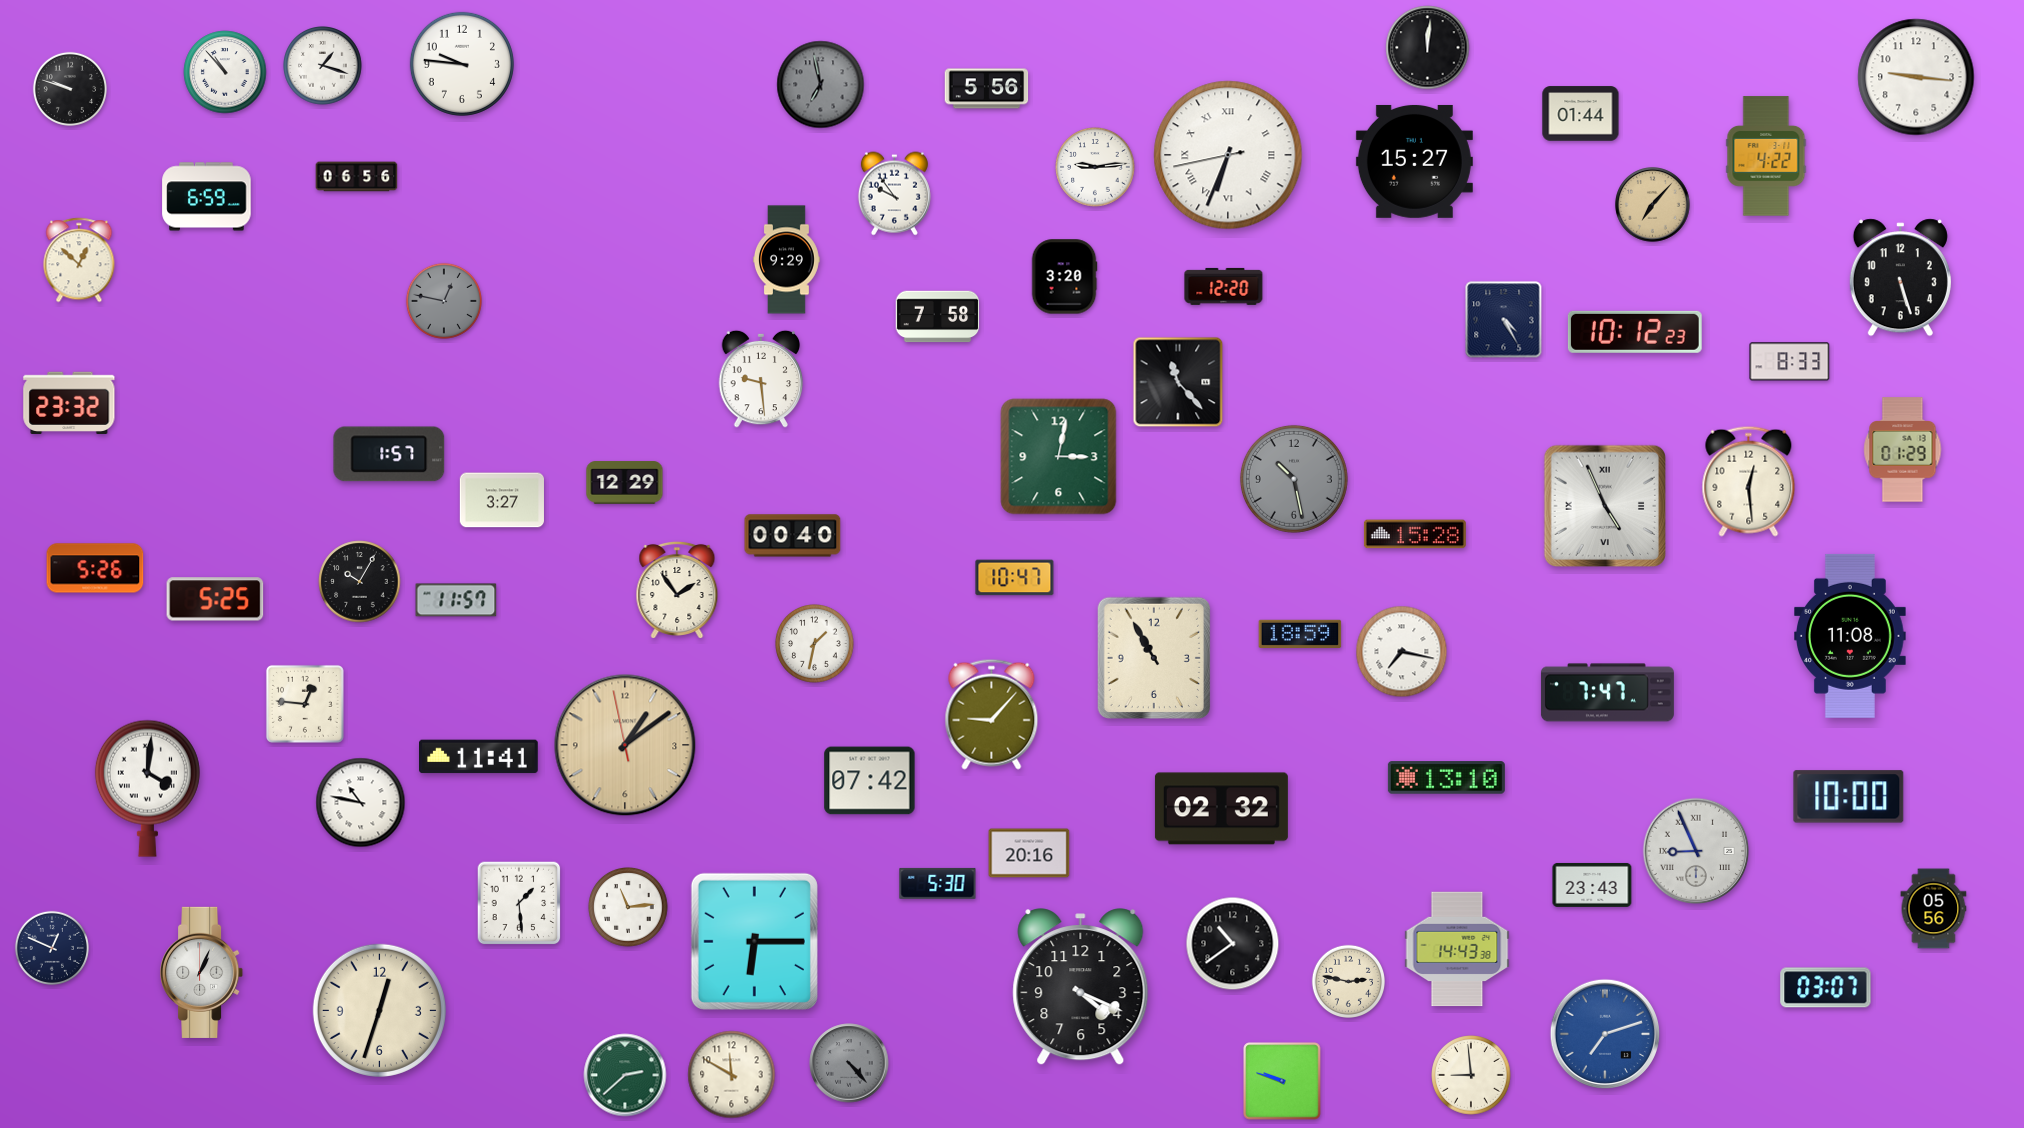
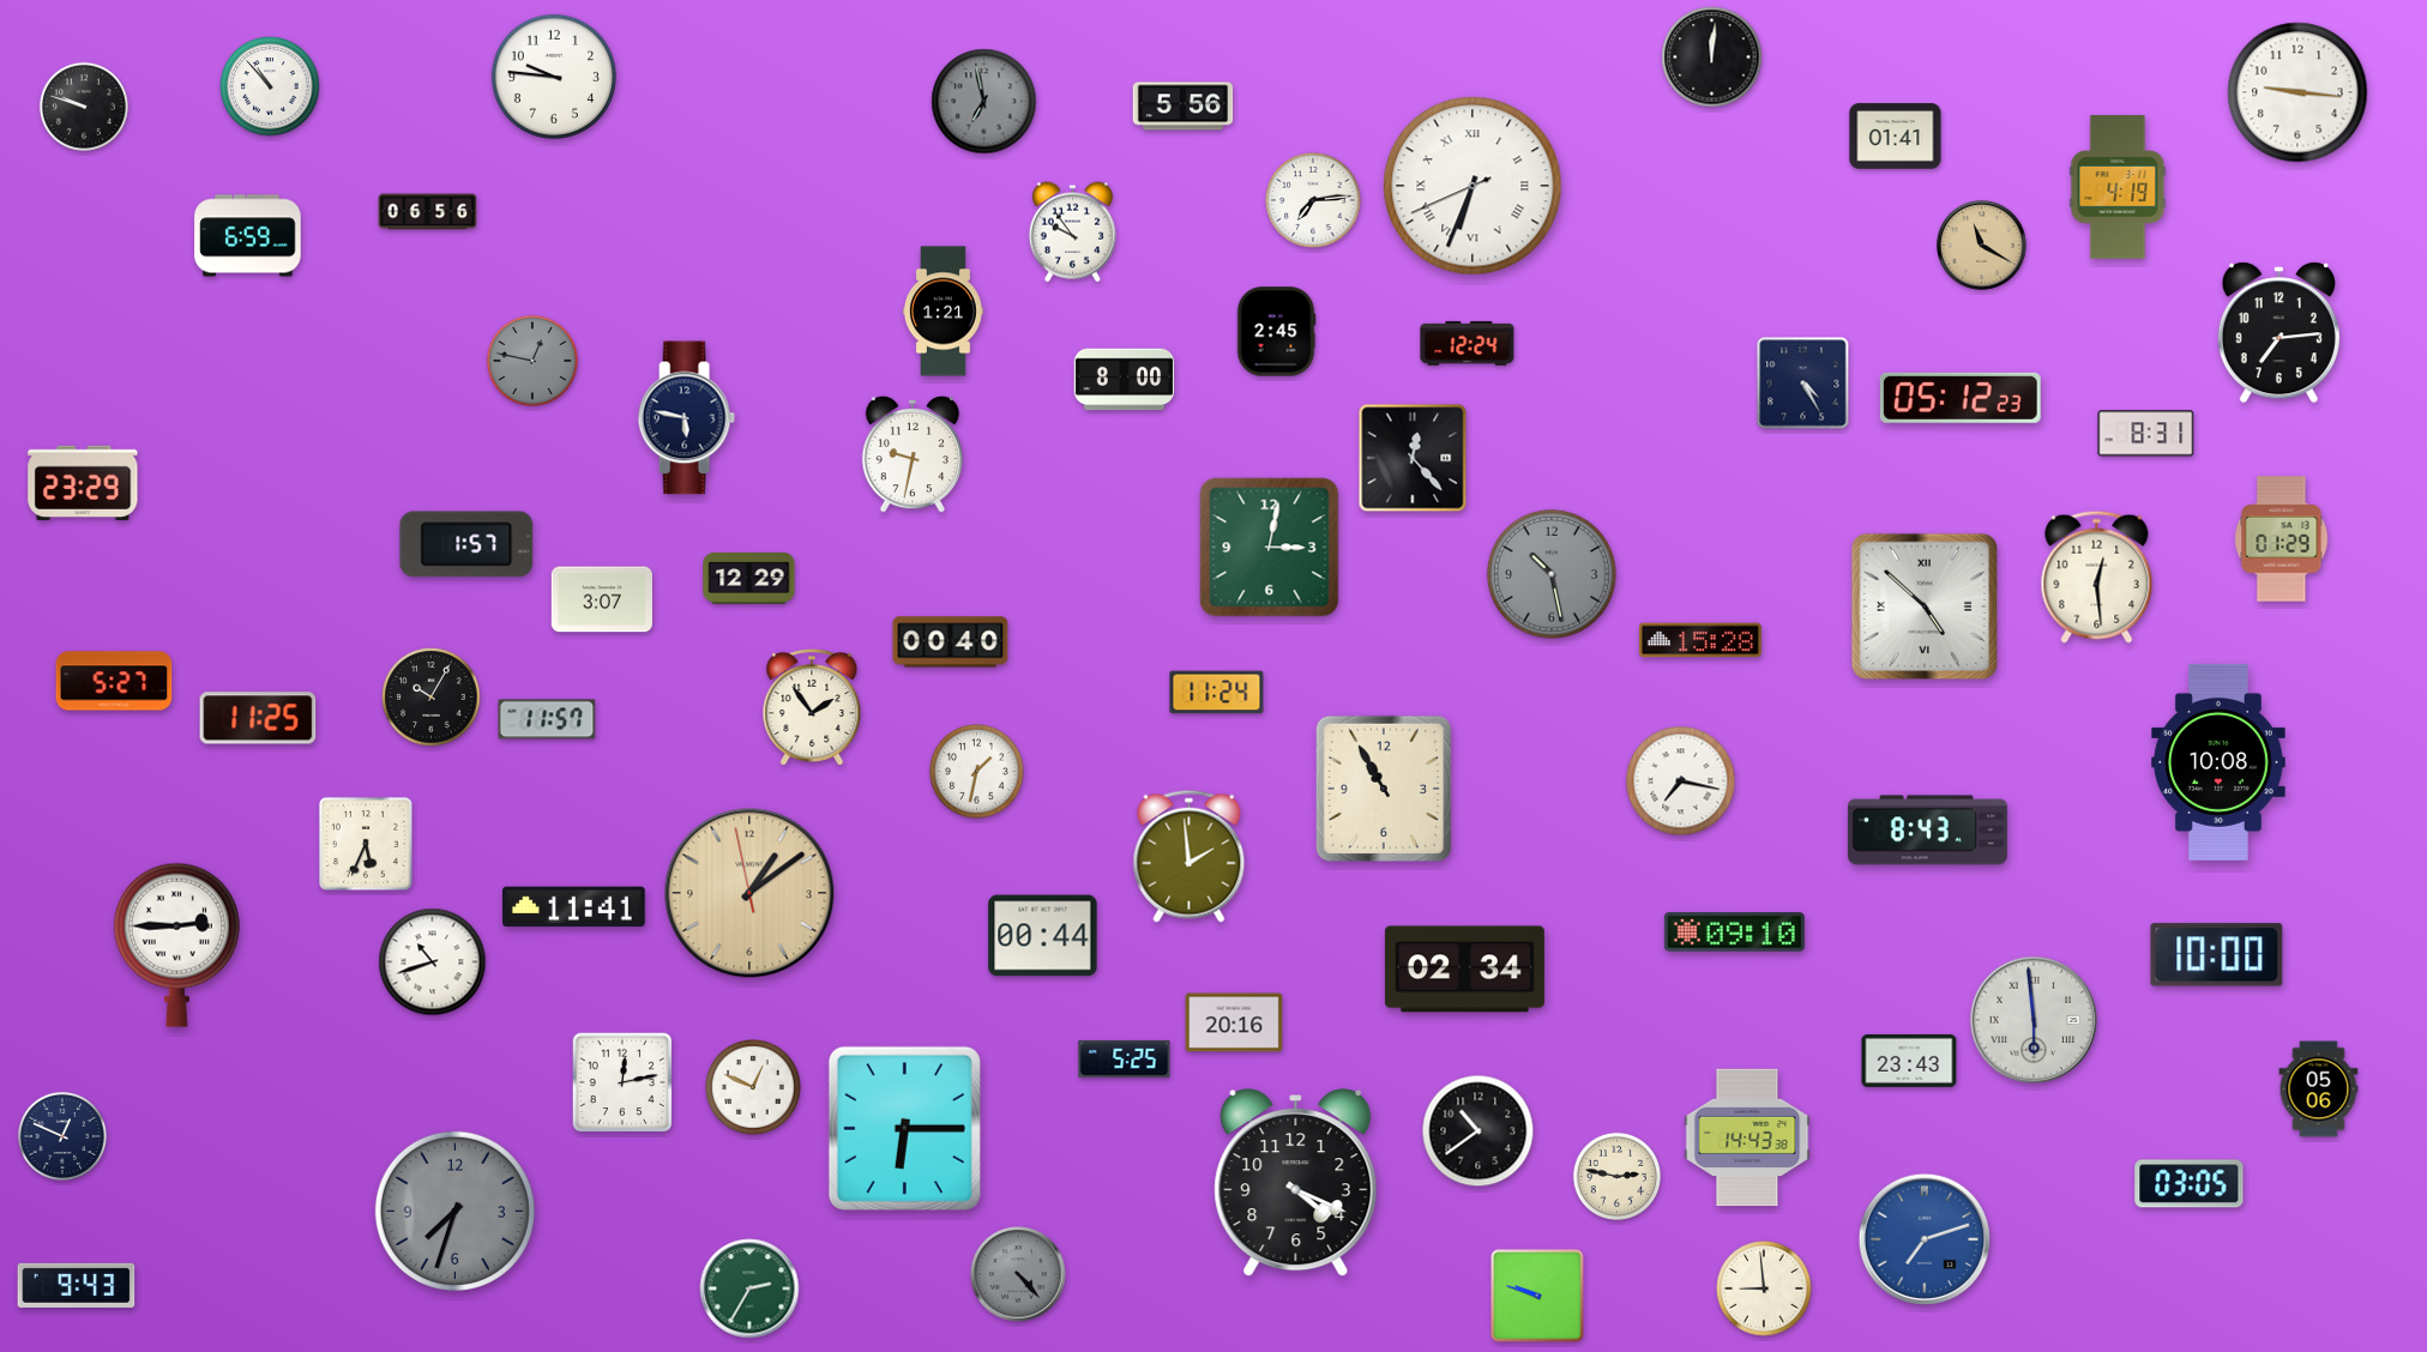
clock at (323, 66): 1:18 -> none
clock at (1581, 114): 01:44 -> 01:41
clock at (1228, 155): 6:33:43 -> 6:33:41
clock at (1766, 156): 4:22 -> 4:19
clock at (1414, 161): 15:27 -> none
clock at (1095, 167): 9:14 -> 7:14
clock at (1653, 205): 7:07 -> 11:20
clock at (79, 260): 12:52 -> none
clock at (786, 260): 9:29 -> 1:21
clock at (1064, 277): 3:20 -> 2:45
clock at (1900, 278): 5:27 -> 7:14
clock at (1224, 286): 12:20 -> 12:24
clock at (938, 317): 7:58 -> 8:00
clock at (1635, 332): 10:12 -> 05:12
clock at (686, 418): none -> 5:47
clock at (1790, 362): 8:33 -> 8:31
clock at (761, 379): 9:29 -> 9:32
clock at (1178, 382): 11:23 -> 12:23
clock at (69, 403): 23:32 -> 23:29
clock at (502, 500): 3:27 -> 3:07
clock at (1604, 505): 4:56 -> 4:52
clock at (1415, 534) position: (1415, 534) -> (1700, 640)
clock at (95, 568): 5:26 -> 5:27
clock at (1015, 578): 10:47 -> 11:24
clock at (215, 599): 5:25 -> 11:25
clock at (1300, 633): 18:59 -> none
clock at (1851, 636): 11:08 -> 10:08
clock at (1607, 693): 7:47 -> 8:43
clock at (305, 704): 12:46 -> 5:34
clock at (992, 714): 9:07 -> 1:59
clock at (1446, 778): 13:10 -> 09:10
clock at (870, 781): 07:42 -> 00:44
clock at (147, 788): 4:01 -> 2:45
clock at (361, 803): 10:47 -> 10:42
clock at (1221, 809): 02:32 -> 02:34
clock at (1696, 851): 8:56 -> 5:59
clock at (938, 883): 5:30 -> 5:25
clock at (519, 903): 1:29 -> 12:13
clock at (628, 907): 11:14 -> 12:49
clock at (1934, 909): 05:56 -> 05:06
clock at (202, 972): 1:04 -> none
clock at (1826, 988): 03:07 -> 03:05
clock at (379, 1010): 12:33 -> 7:33
clock at (379, 1010) dial: cream -> grey
clock at (77, 1285): none -> 9:43
clock at (625, 1075): 2:38 -> 2:35
clock at (732, 1075): 11:50 -> none
